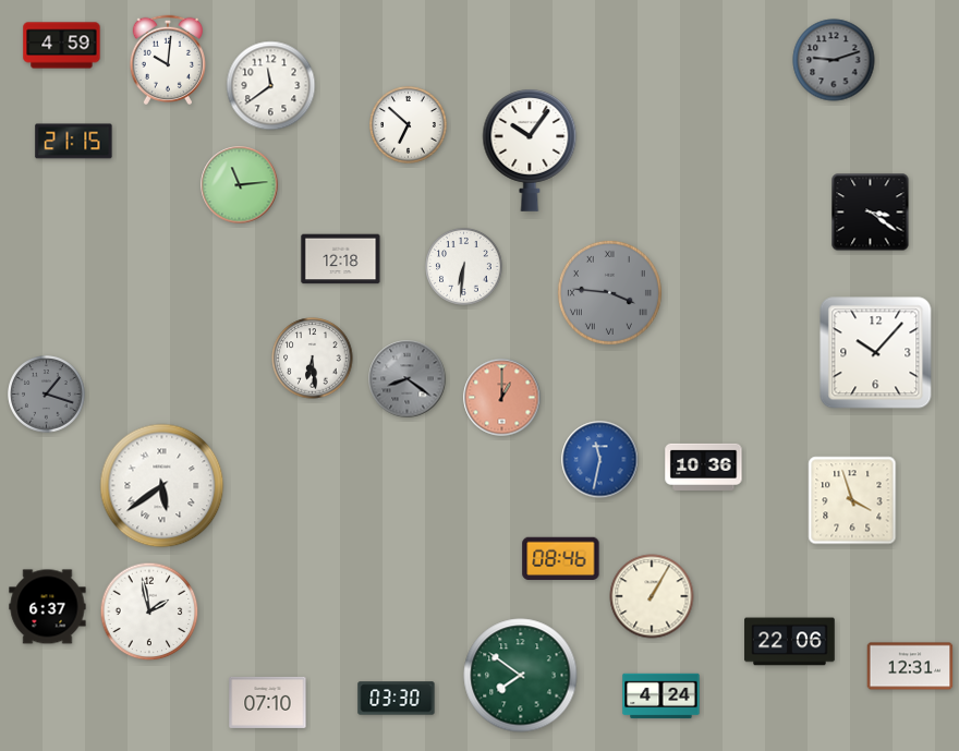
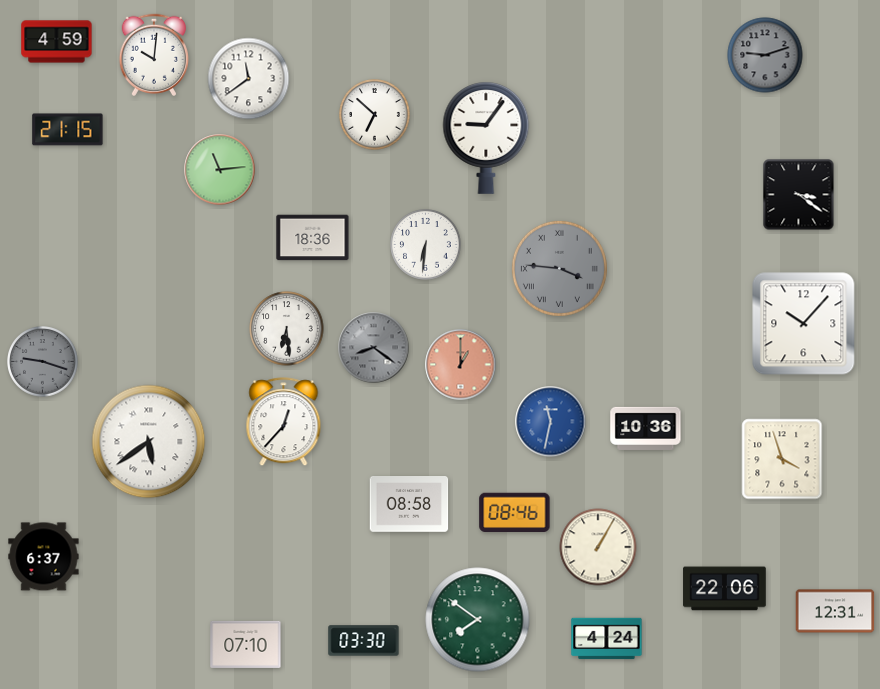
clock at (530, 150): 10:06 -> 9:06
clock at (341, 259): 12:18 -> 18:36
clock at (47, 395): 1:18 -> 9:18
clock at (284, 422): none -> 12:37
clock at (162, 486) position: (162, 486) -> (149, 442)
clock at (409, 505): none -> 08:58
clock at (149, 611): 1:58 -> none
